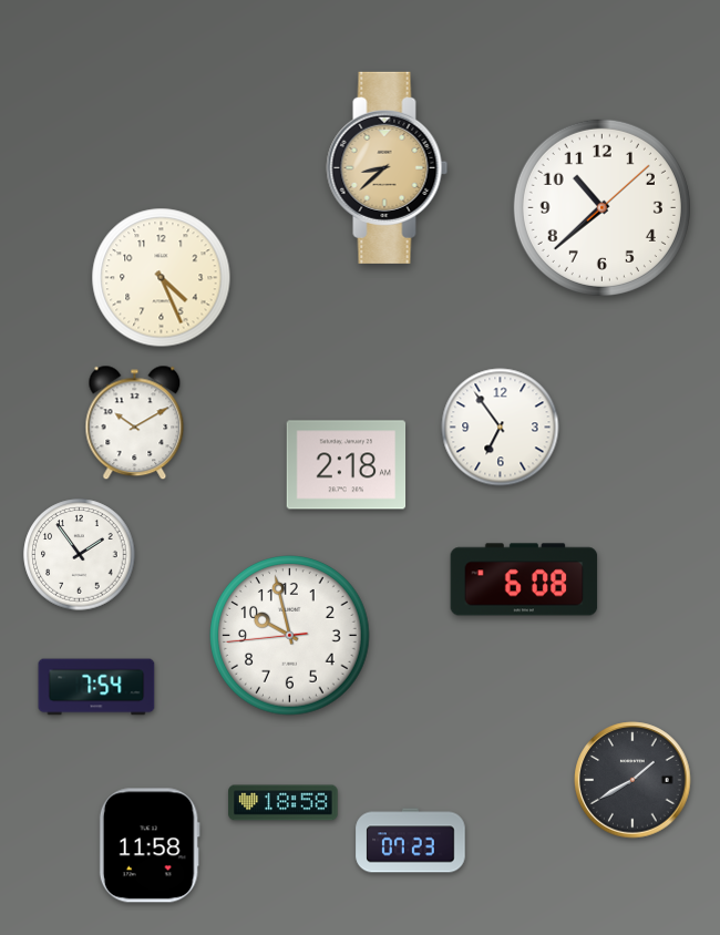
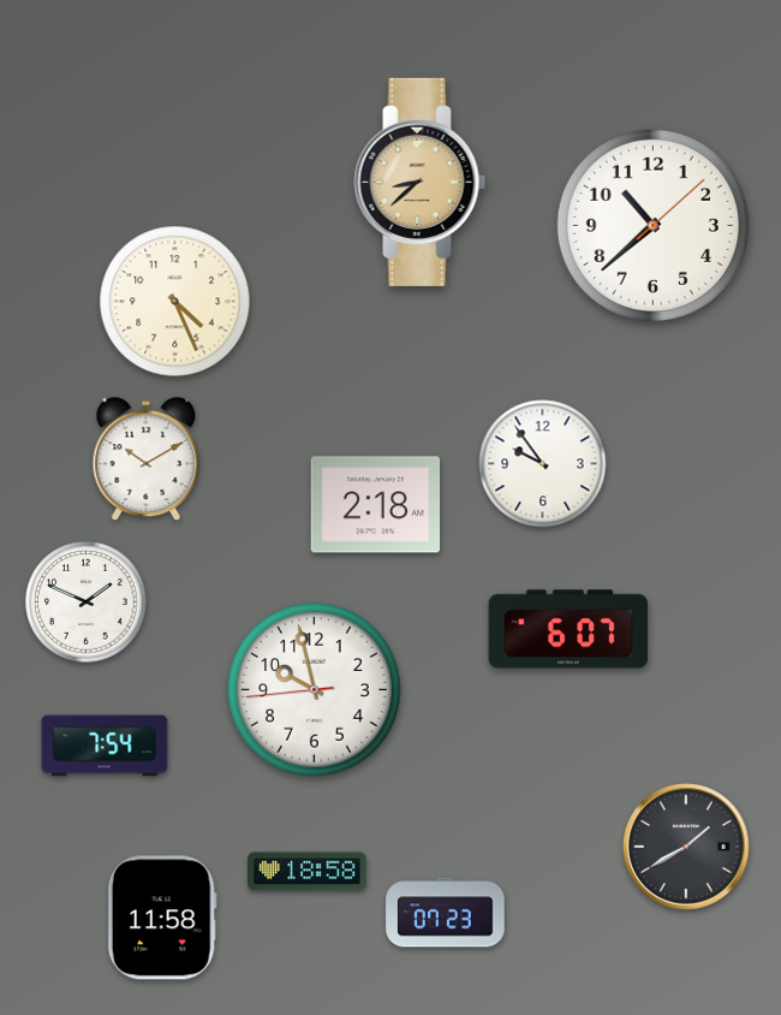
clock at (501, 428): 6:54 -> 9:54
clock at (80, 555): 1:54 -> 1:49
clock at (524, 579): 6:08 -> 6:07
